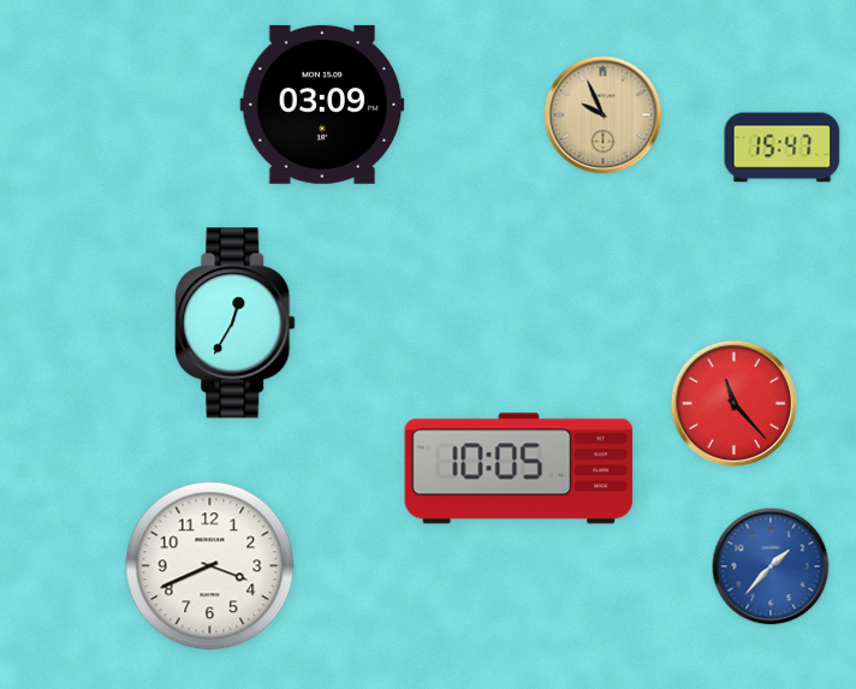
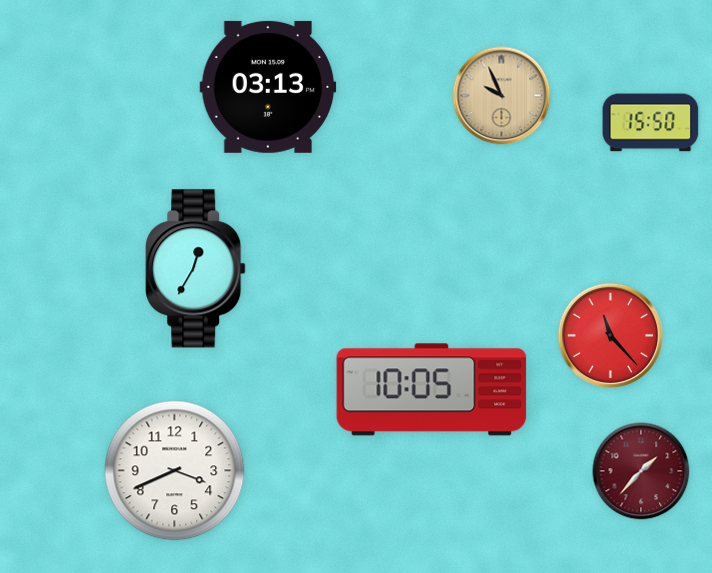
clock at (322, 105): 03:09 -> 03:13
clock at (783, 148): 15:47 -> 15:50
clock at (771, 566) dial: blue -> burgundy
